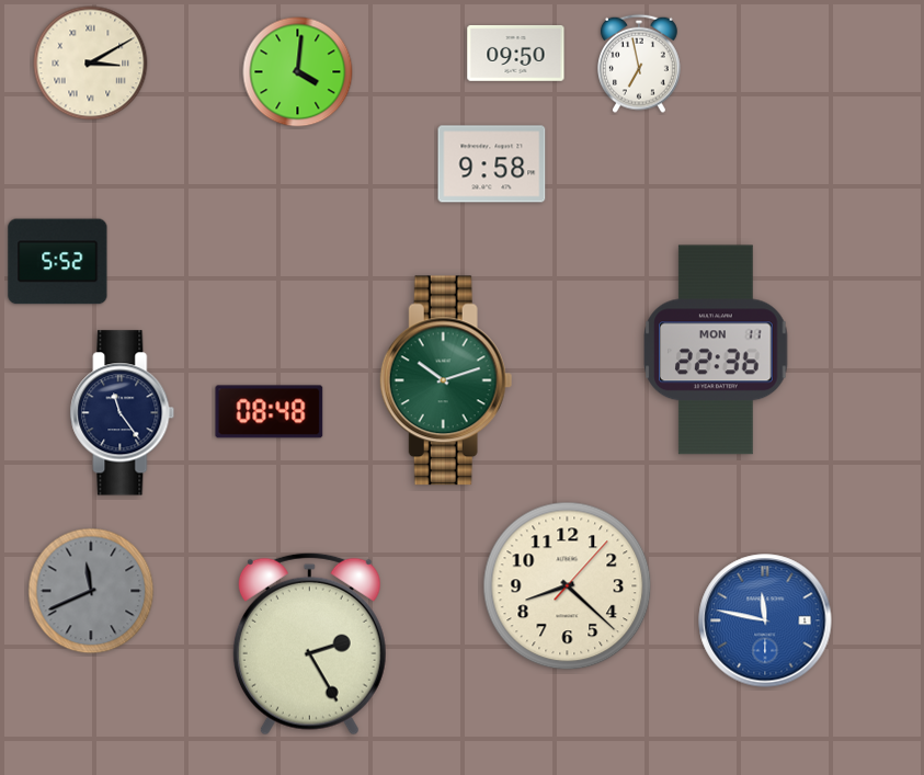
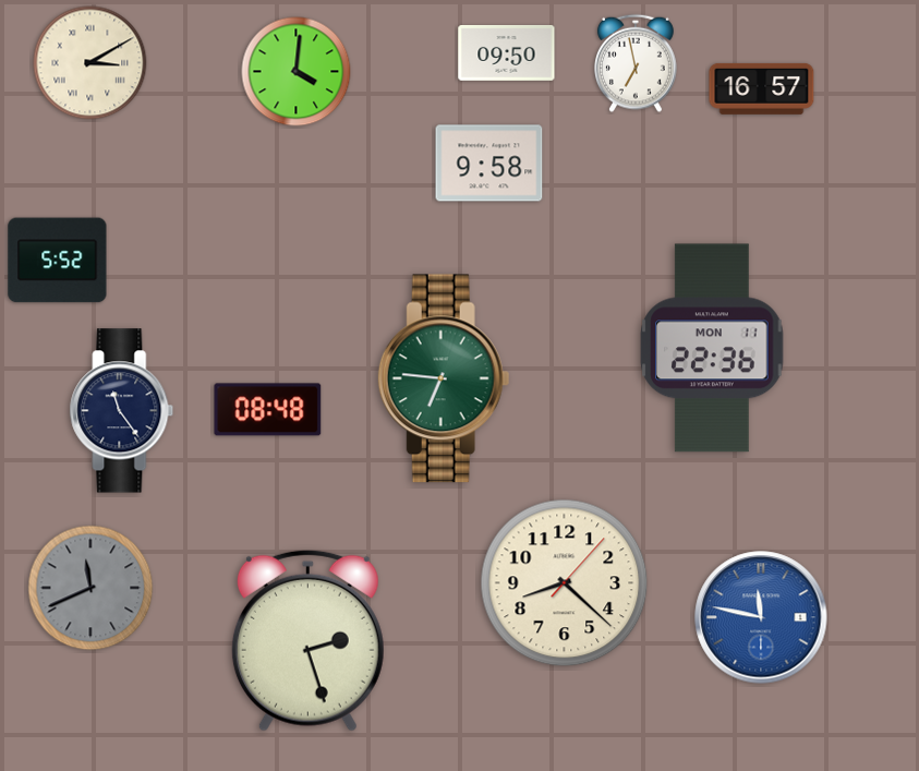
clock at (516, 54) position: (516, 54) -> (507, 53)
clock at (762, 88): none -> 16:57
clock at (446, 380): 10:12 -> 6:46
clock at (309, 643): 2:25 -> 2:27
